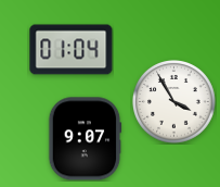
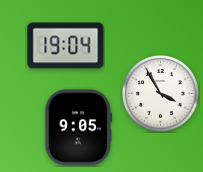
clock at (72, 50): 01:04 -> 19:04
clock at (85, 139): 9:07 -> 9:05
